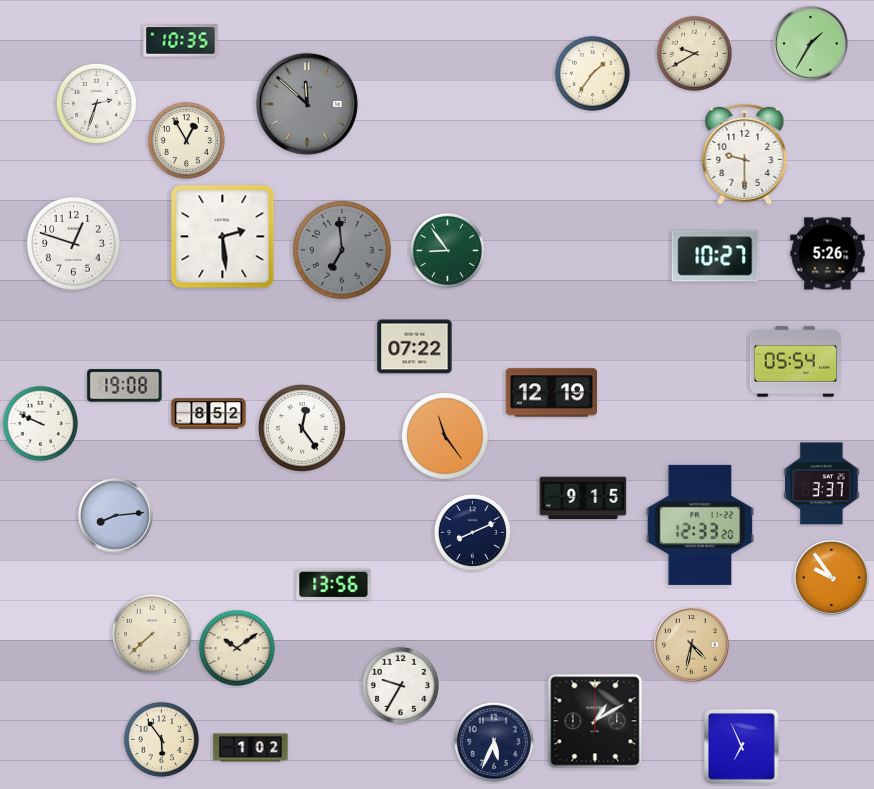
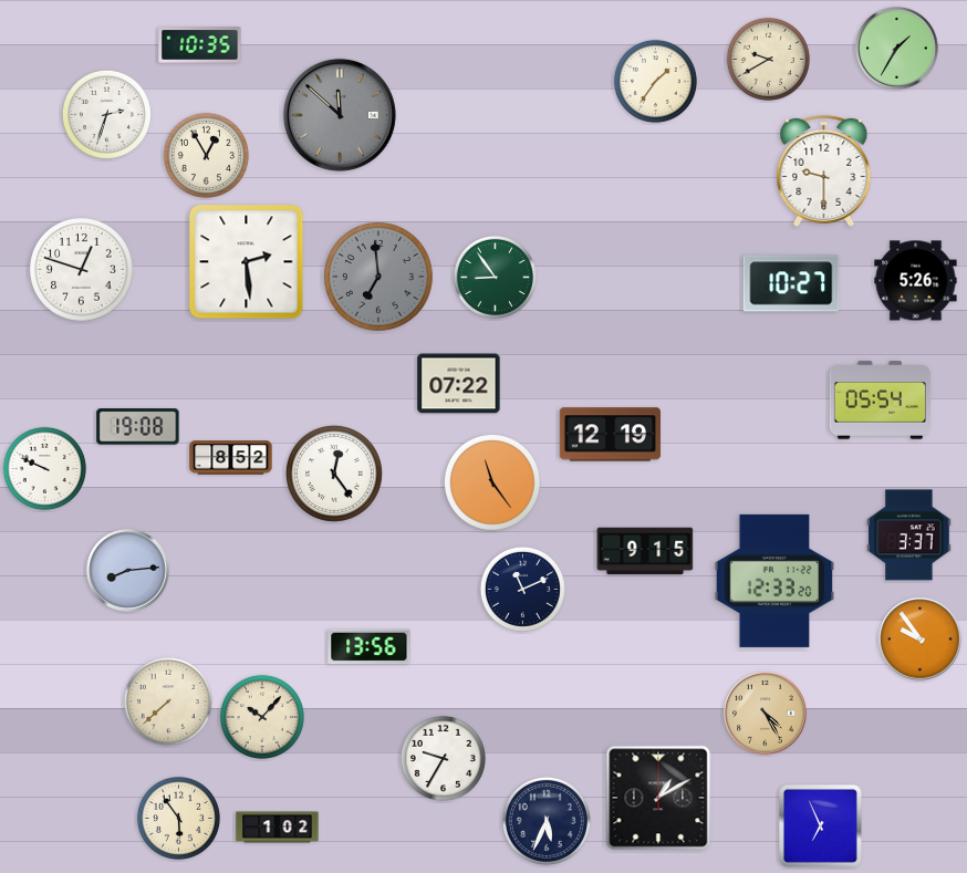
clock at (472, 532): 8:11 -> 11:11
clock at (692, 645): 4:32 -> 4:25
clock at (237, 648): 10:09 -> 10:07
